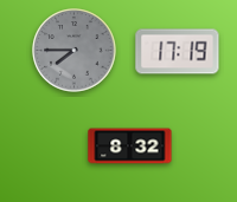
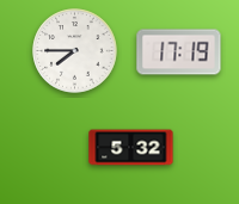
clock at (75, 51) dial: grey -> white
clock at (130, 146): 8:32 -> 5:32
